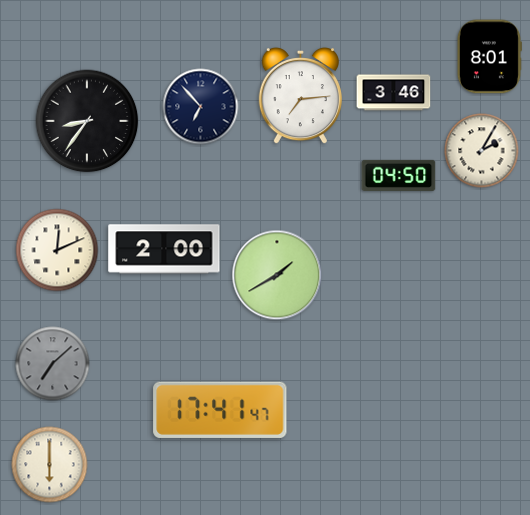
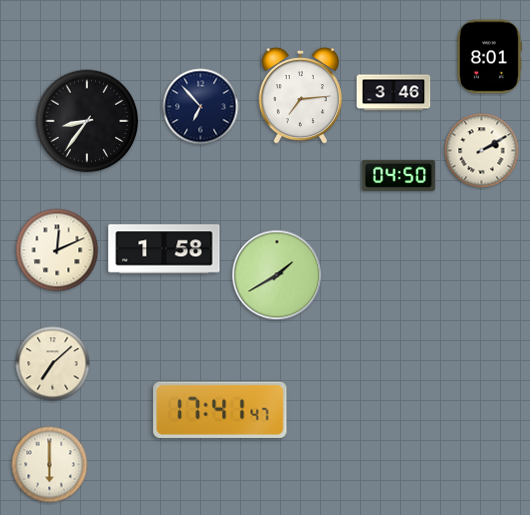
clock at (482, 151): 2:05 -> 2:10
clock at (164, 249): 2:00 -> 1:58
clock at (53, 364) dial: grey -> cream
